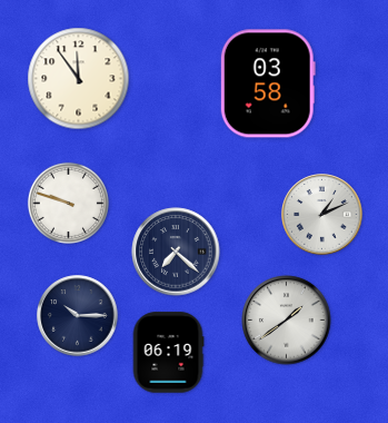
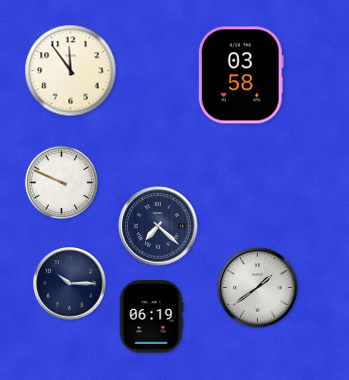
clock at (68, 203): 9:48 -> 9:49
clock at (322, 215): 1:11 -> none
